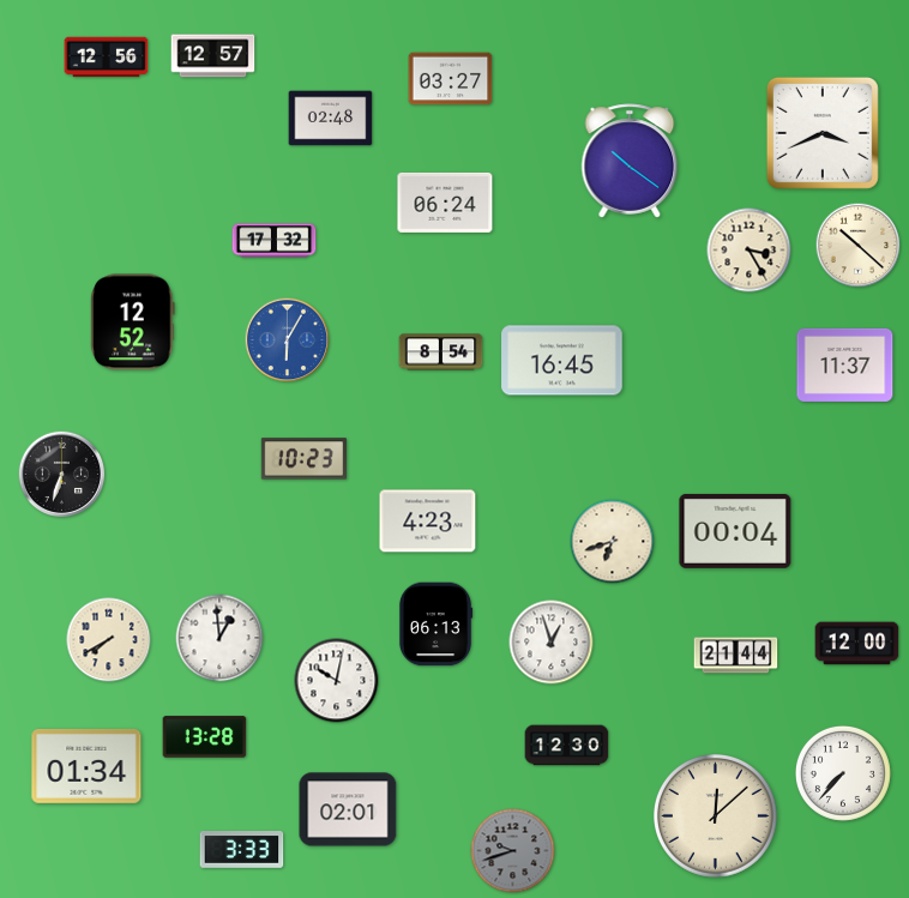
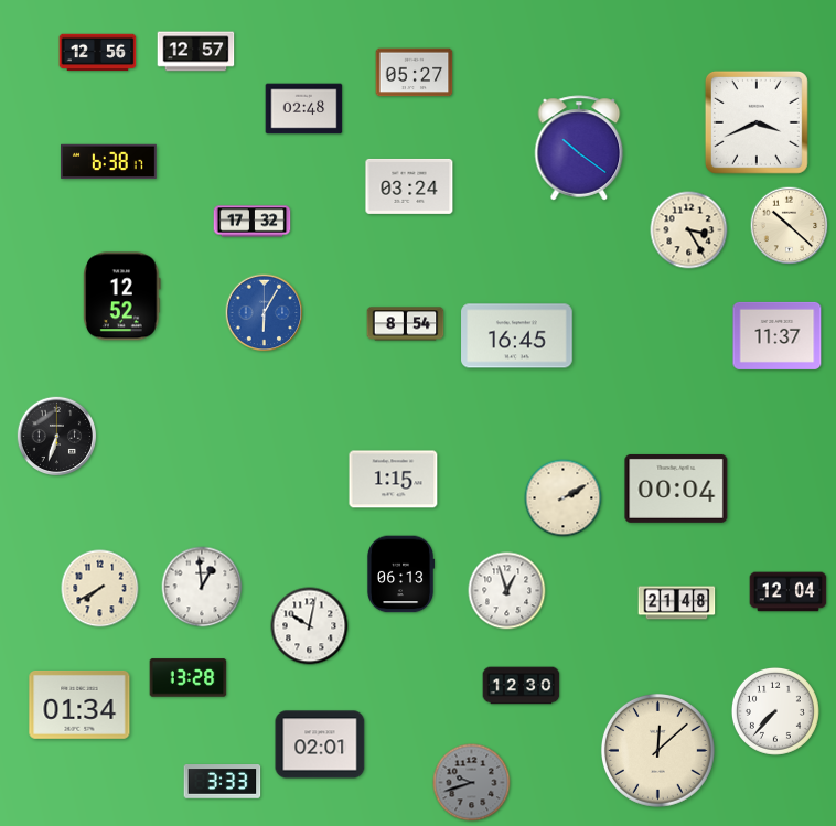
clock at (451, 79): 03:27 -> 05:27
clock at (109, 162): none -> 6:38
clock at (445, 203): 06:24 -> 03:24
clock at (562, 361) position: (562, 361) -> (517, 336)
clock at (303, 459): 10:23 -> none
clock at (428, 522): 4:23 -> 1:15
clock at (613, 542): 6:42 -> 2:10
clock at (857, 644): 12:00 -> 12:04
clock at (736, 656): 21:44 -> 21:48
